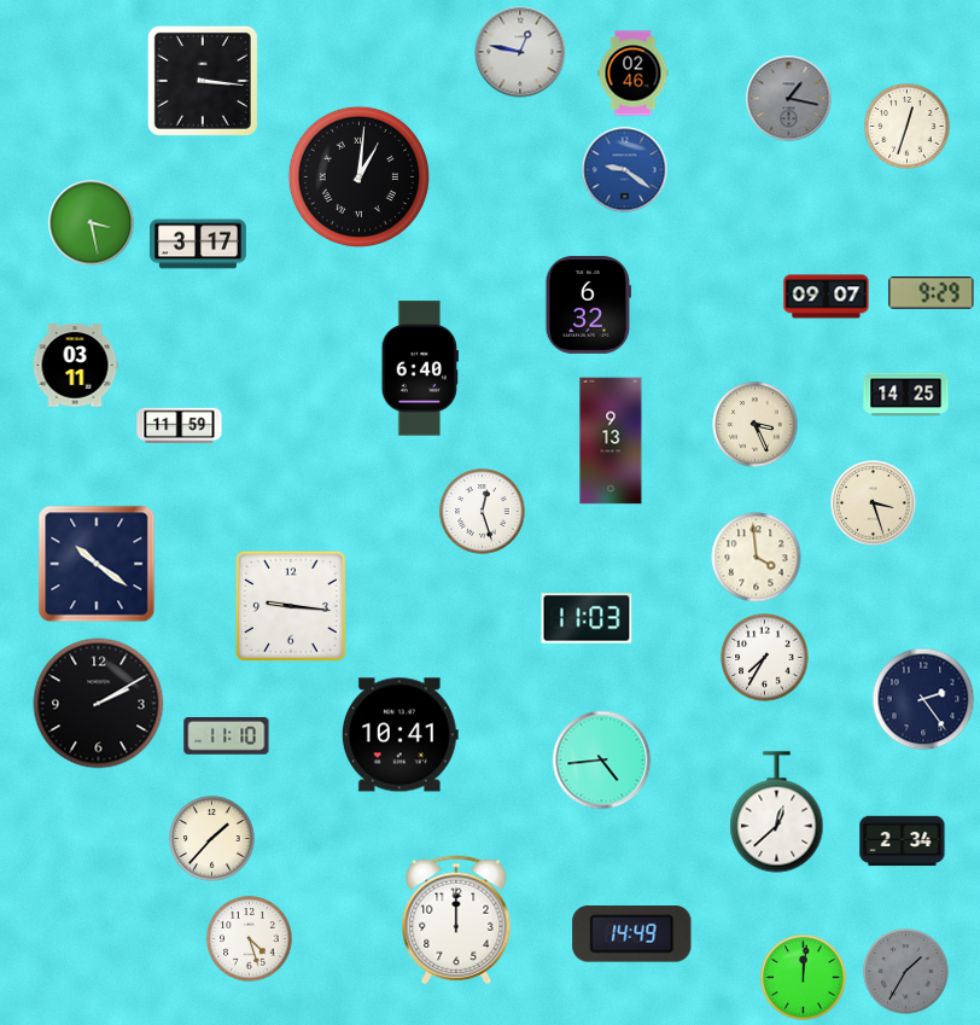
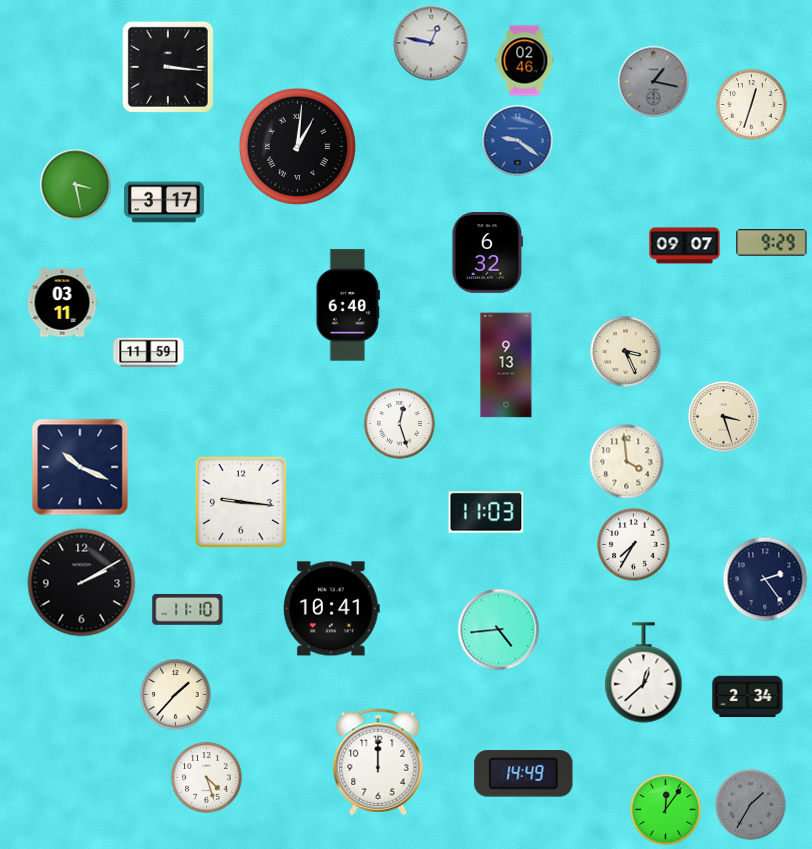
clock at (906, 395): 14:25 -> none
clock at (97, 564): 10:21 -> 10:19
clock at (804, 978): 12:01 -> 12:06
